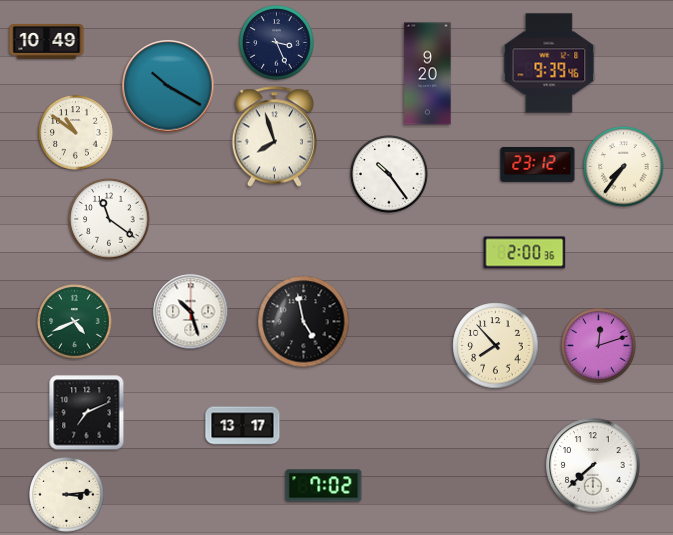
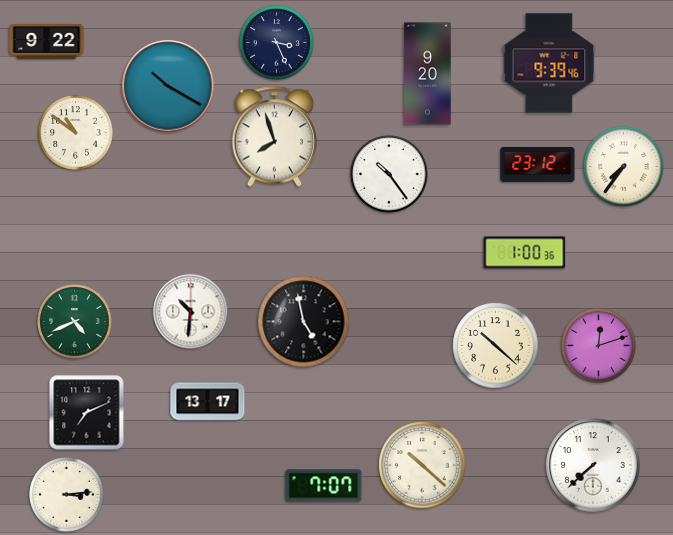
clock at (47, 42): 10:49 -> 9:22
clock at (109, 219): 11:21 -> none
clock at (525, 253): 2:00 -> 1:00
clock at (191, 312): 10:27 -> 10:31
clock at (496, 346): 7:53 -> 10:22
clock at (243, 426) position: (243, 426) -> (208, 402)
clock at (422, 465): none -> 10:22
clock at (324, 486): 7:02 -> 7:07
